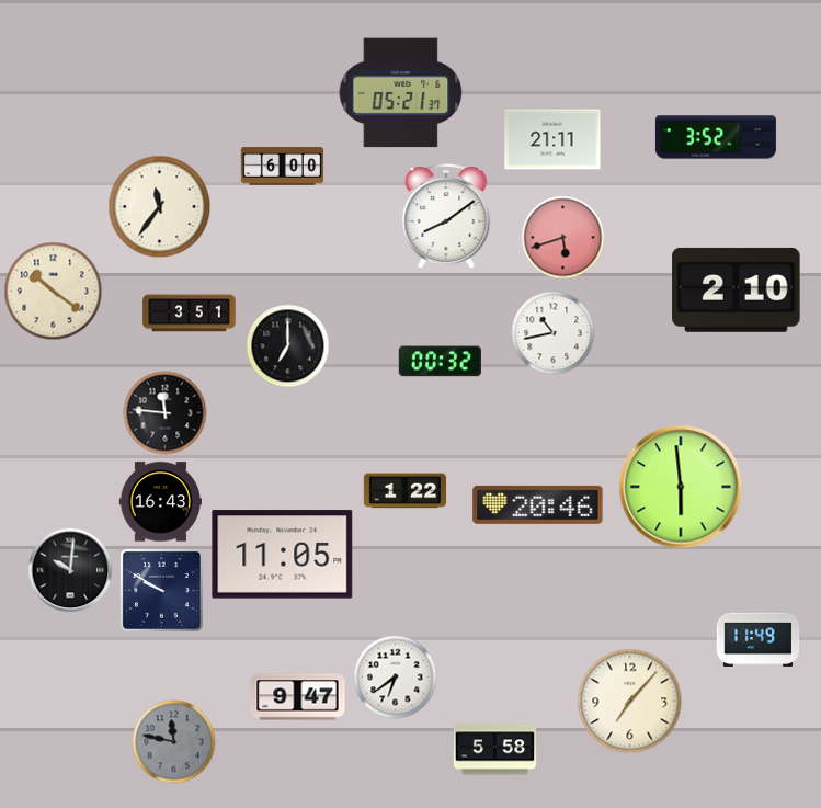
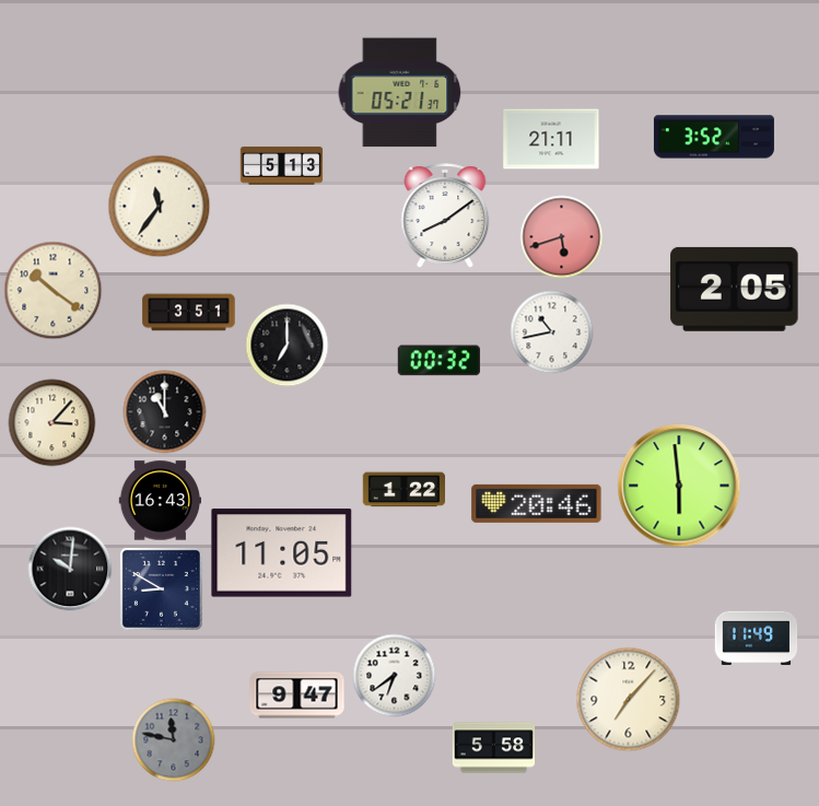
clock at (283, 167): 6:00 -> 5:13
clock at (737, 289): 2:10 -> 2:05
clock at (166, 413): 11:46 -> 11:00
clock at (52, 423): none -> 3:07
clock at (161, 590): 9:50 -> 8:50
